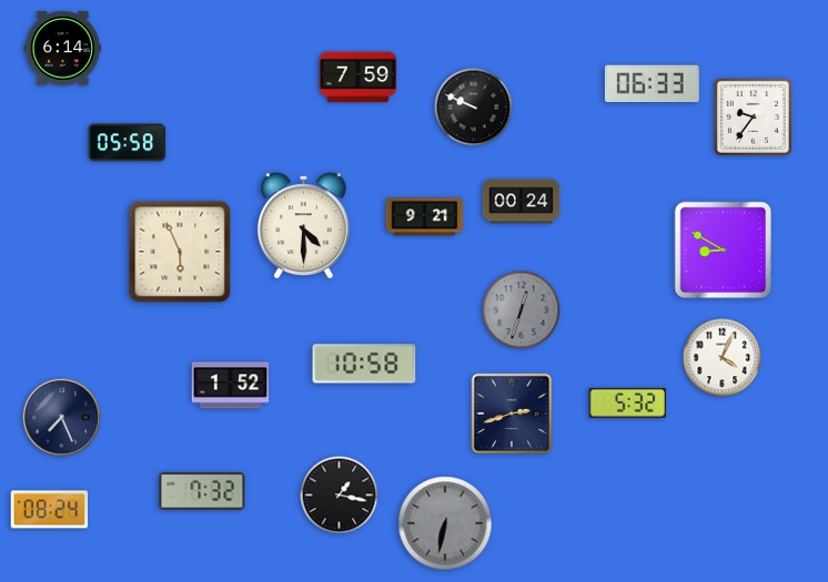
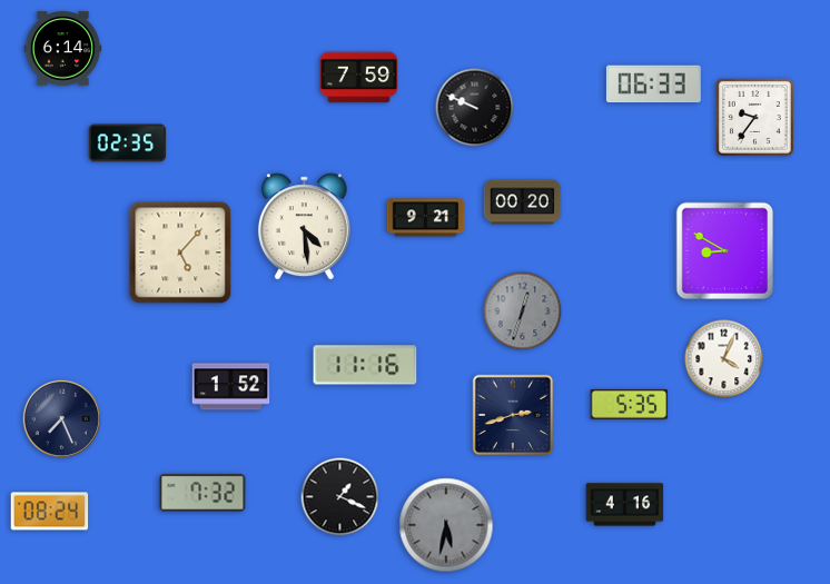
clock at (128, 143): 05:58 -> 02:35
clock at (522, 202): 00:24 -> 00:20
clock at (303, 226): 4:30 -> 4:29
clock at (180, 252): 5:56 -> 5:07
clock at (364, 364): 10:58 -> 11:16
clock at (628, 402): 5:32 -> 5:35
clock at (340, 496): 1:17 -> 1:19
clock at (625, 505): none -> 4:16
clock at (445, 523): 6:32 -> 5:32
